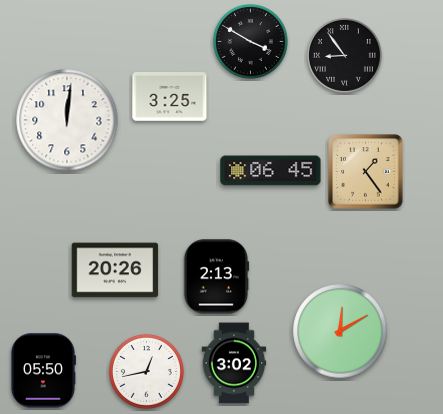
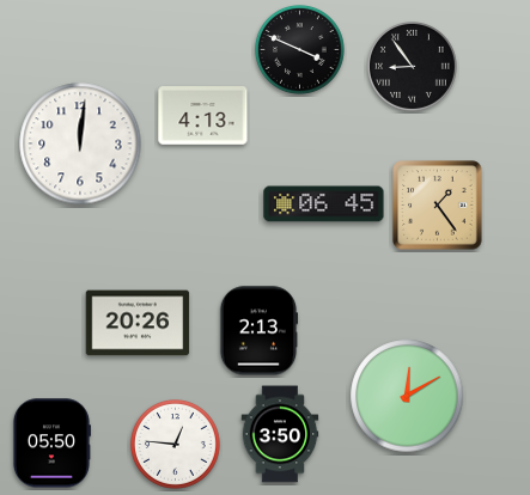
clock at (251, 42): 3:50 -> 3:49
clock at (170, 97): 3:25 -> 4:13
clock at (234, 363): 3:02 -> 3:50
clock at (147, 372): 12:43 -> 12:46
